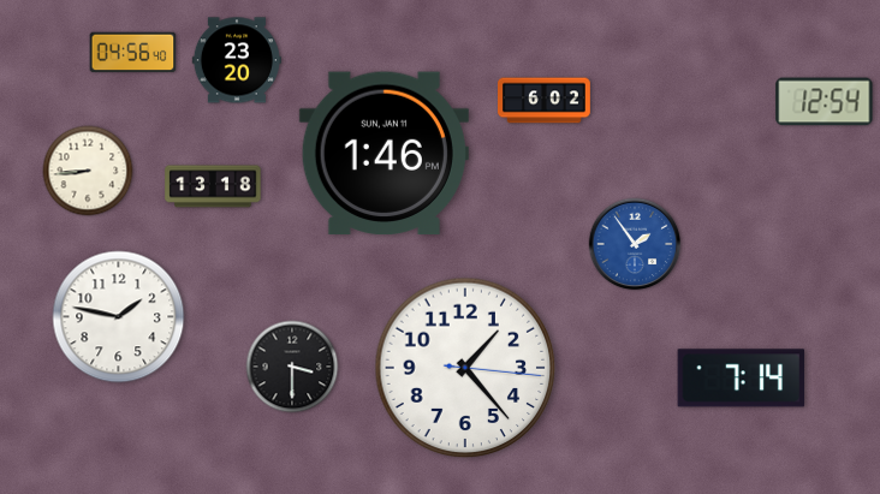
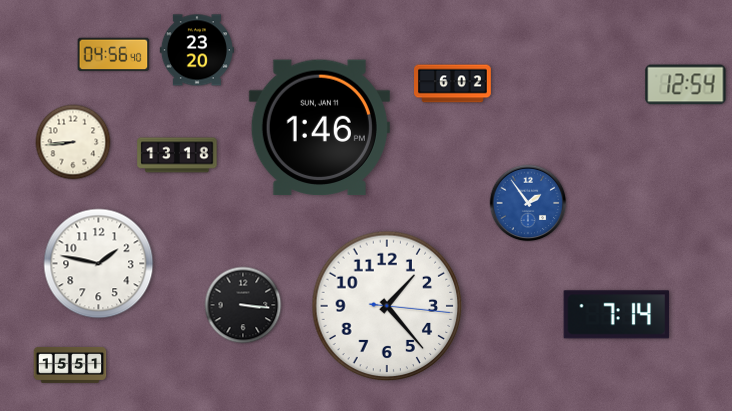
clock at (133, 53) position: (133, 53) -> (114, 55)
clock at (292, 367): 3:30 -> 3:16
clock at (70, 365): none -> 15:51
